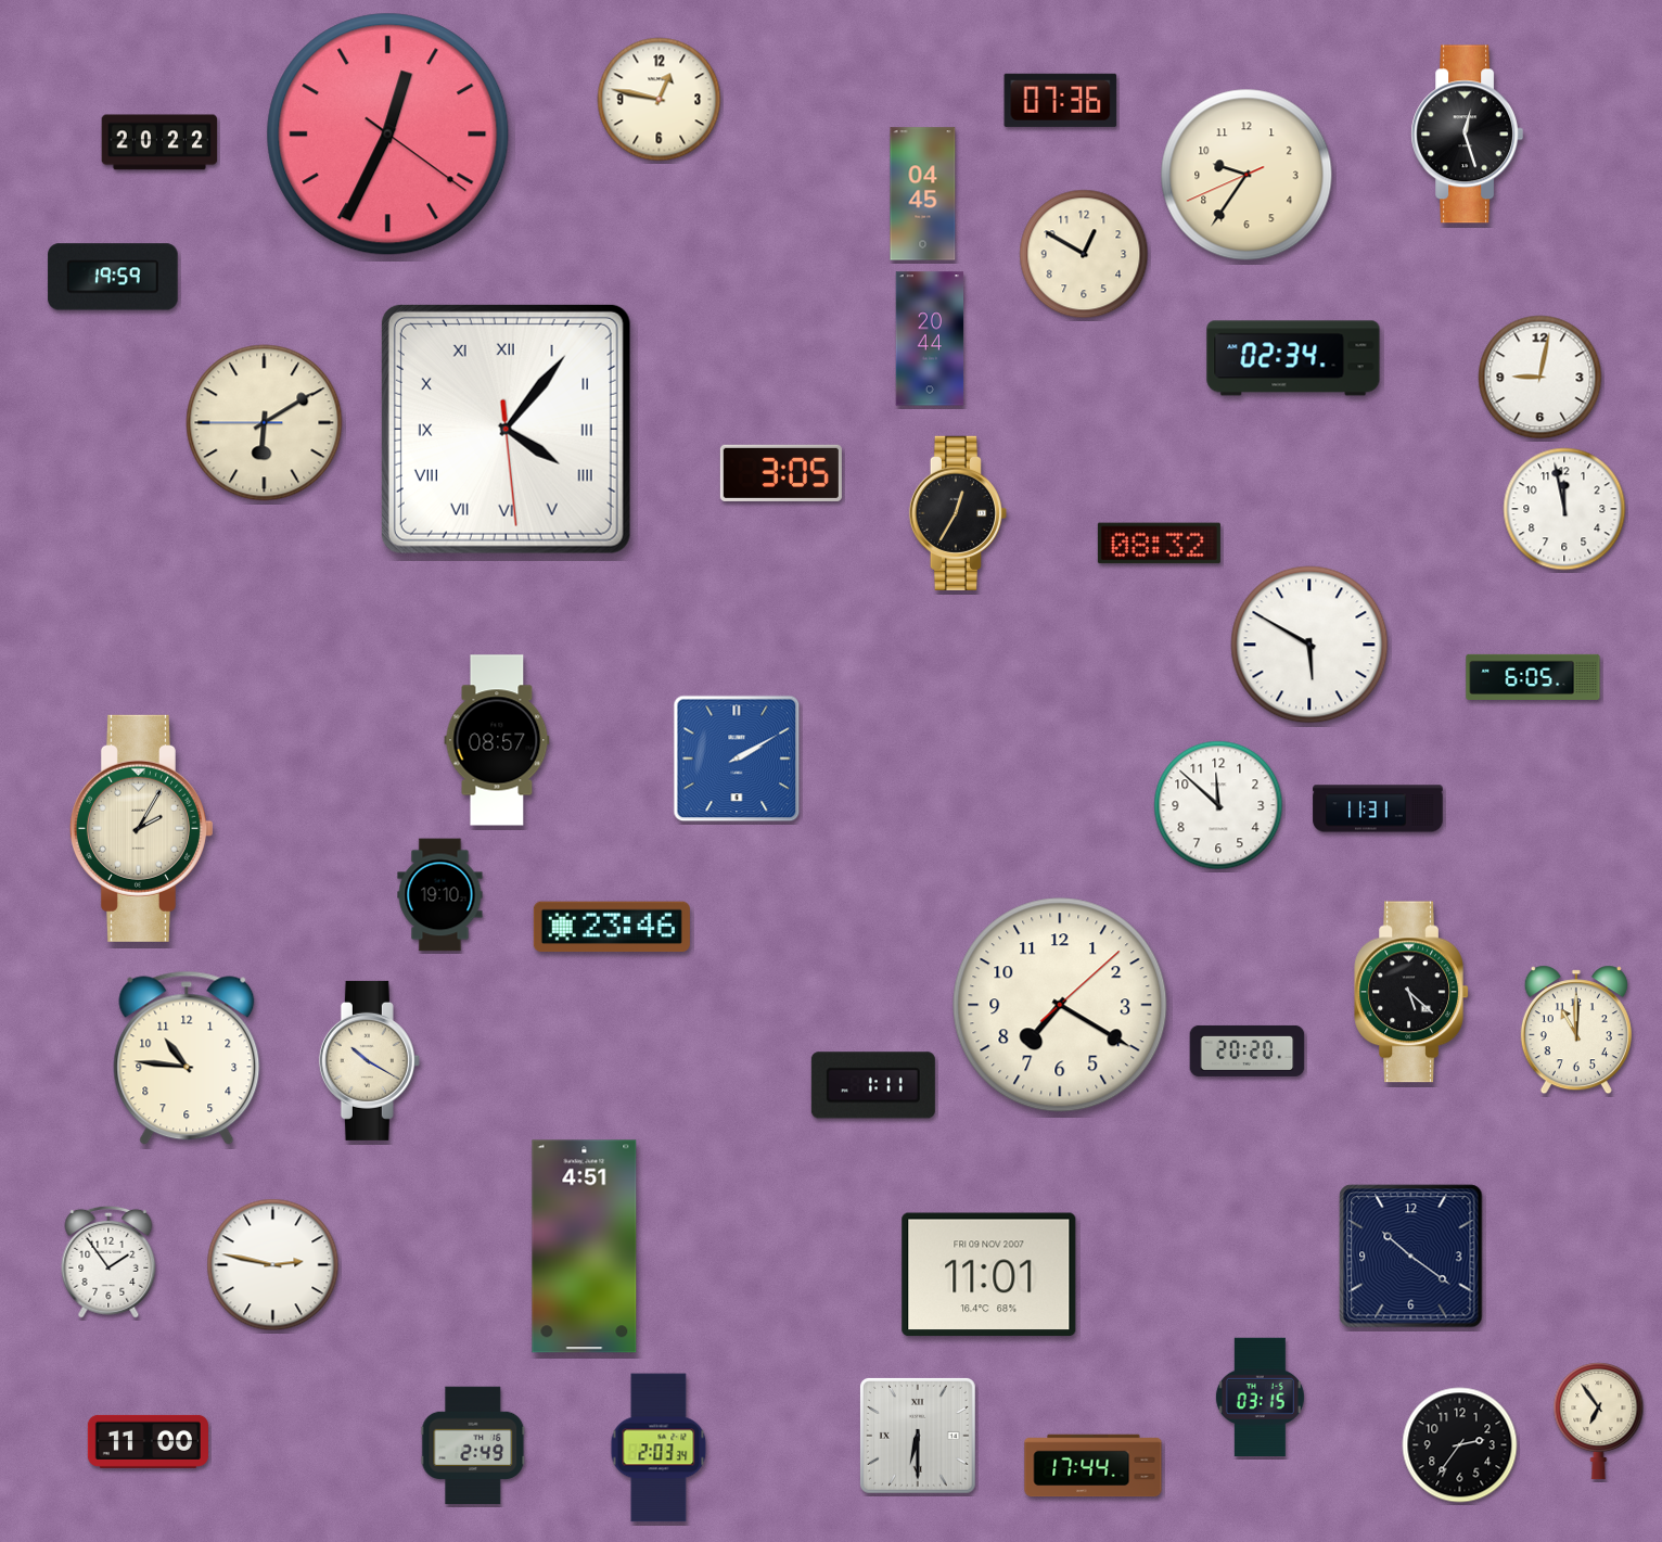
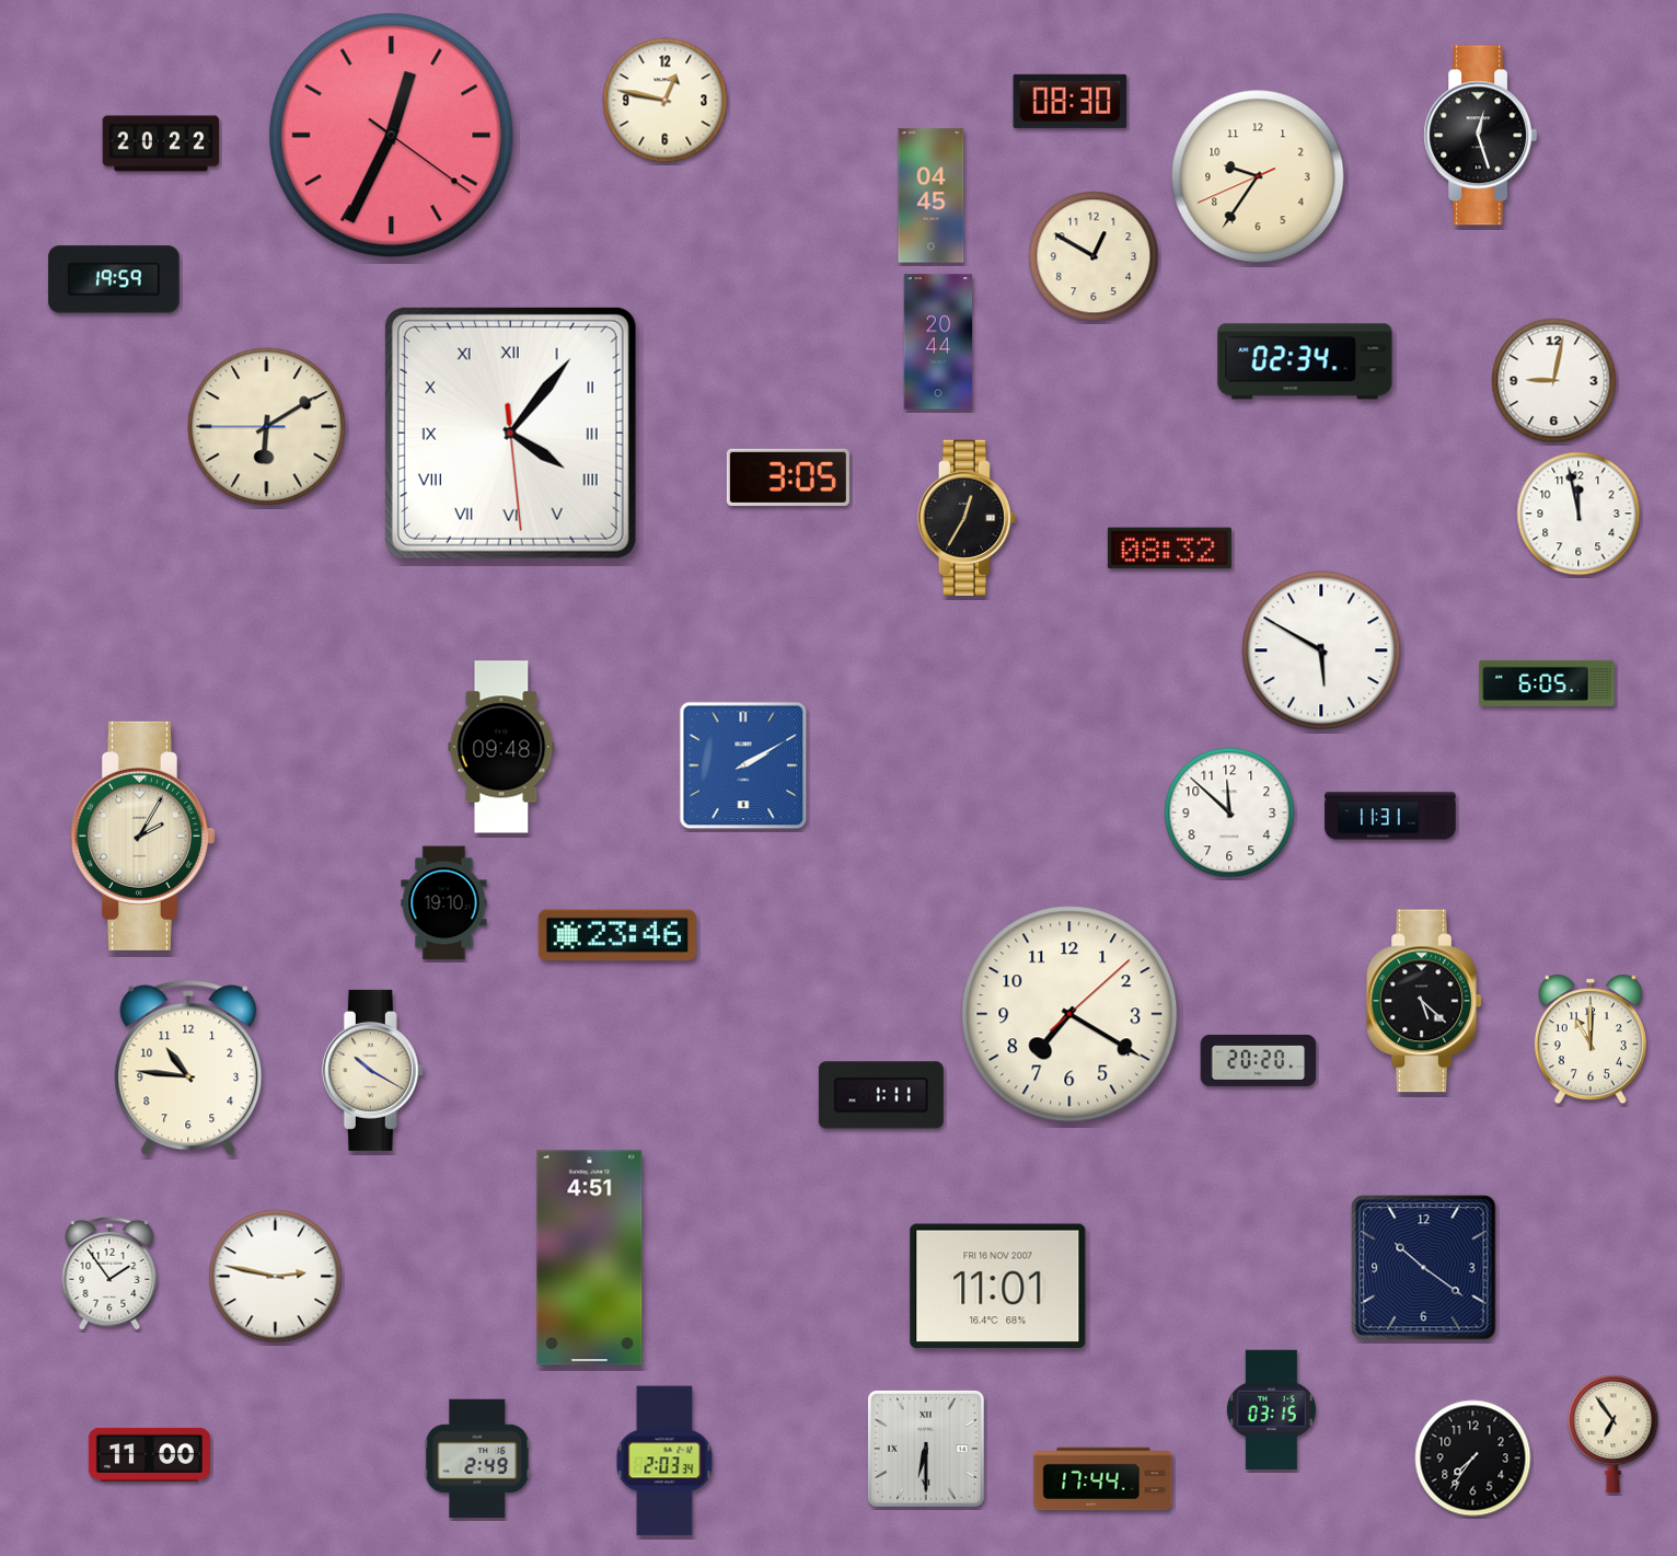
clock at (1061, 100): 07:36 -> 08:30
clock at (497, 740): 08:57 -> 09:48
clock at (989, 1275) date: FRI 09 NOV 2007 -> FRI 16 NOV 2007
clock at (1460, 1445): 2:36 -> 7:36
